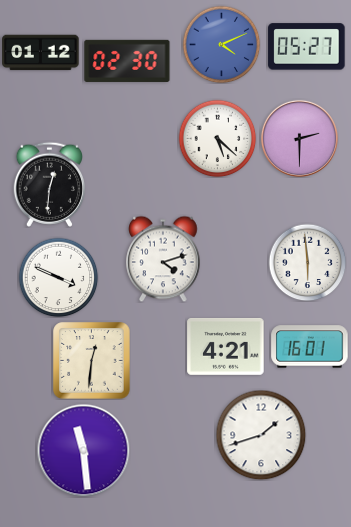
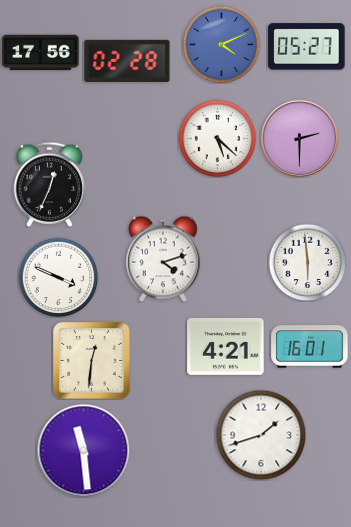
clock at (41, 53): 01:12 -> 17:56
clock at (127, 61): 02:30 -> 02:28
clock at (49, 184): 12:31 -> 12:34
